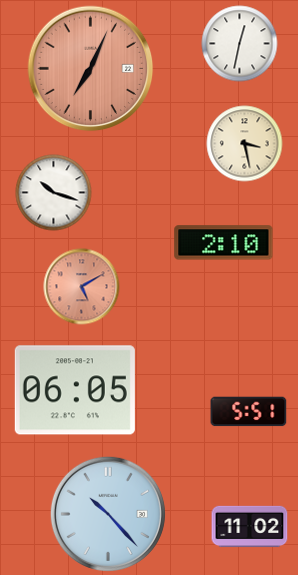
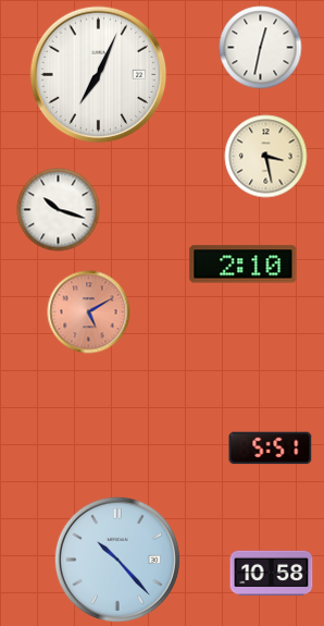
clock at (91, 69) dial: salmon -> white
clock at (75, 390): 06:05 -> none
clock at (250, 527): 11:02 -> 10:58
